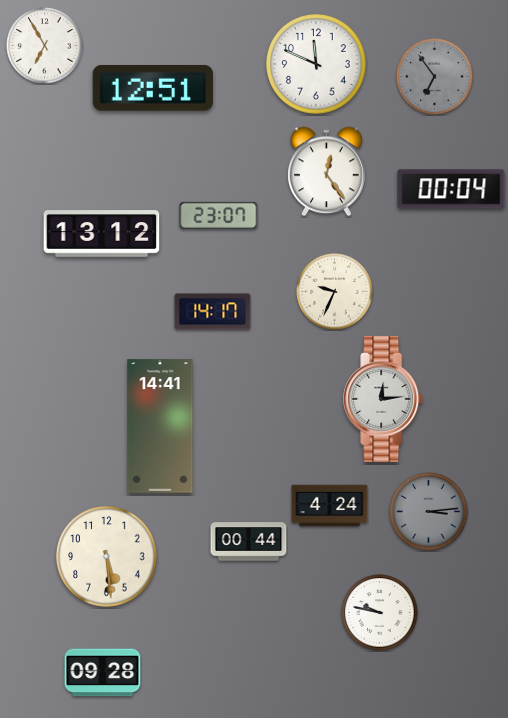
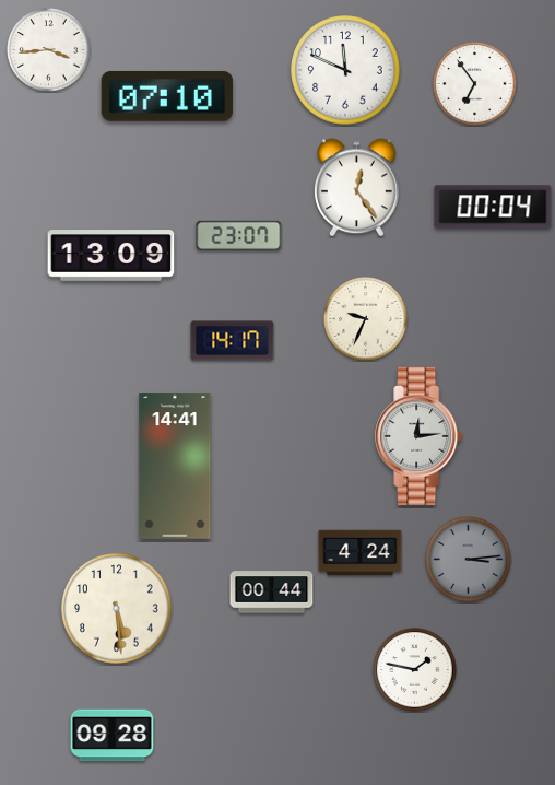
clock at (45, 46): 6:55 -> 3:44
clock at (435, 77) dial: grey -> white
clock at (152, 88): 12:51 -> 07:10
clock at (102, 234): 13:12 -> 13:09
clock at (380, 613): 9:47 -> 1:47
